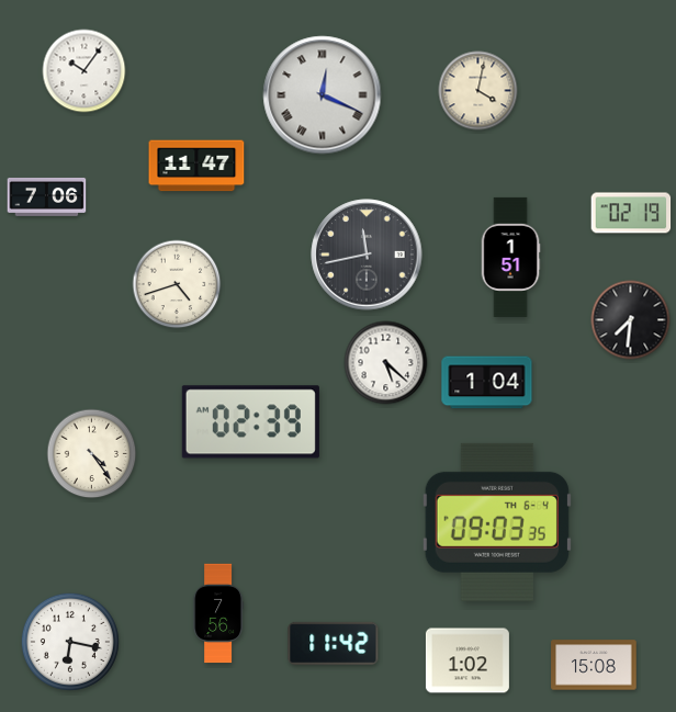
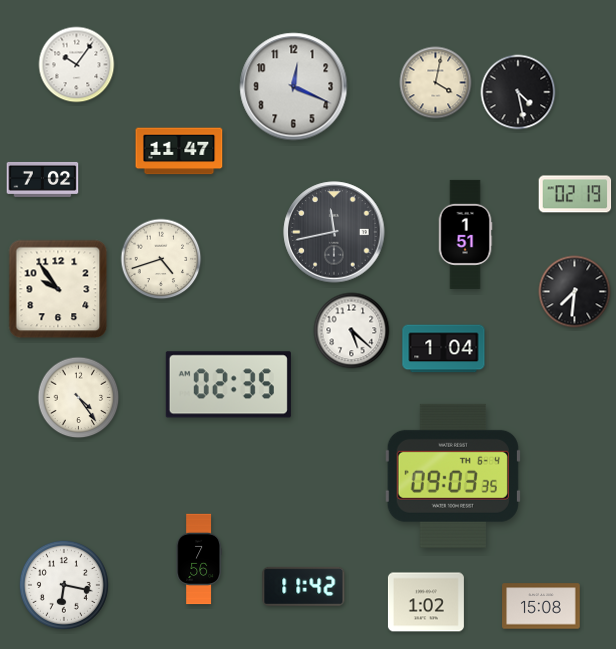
clock at (323, 95) numerals: Roman -> Arabic
clock at (518, 92): none -> 4:28
clock at (47, 196): 7:06 -> 7:02
clock at (58, 289): none -> 9:54
clock at (250, 422): 02:39 -> 02:35
clock at (92, 454) position: (92, 454) -> (79, 398)
